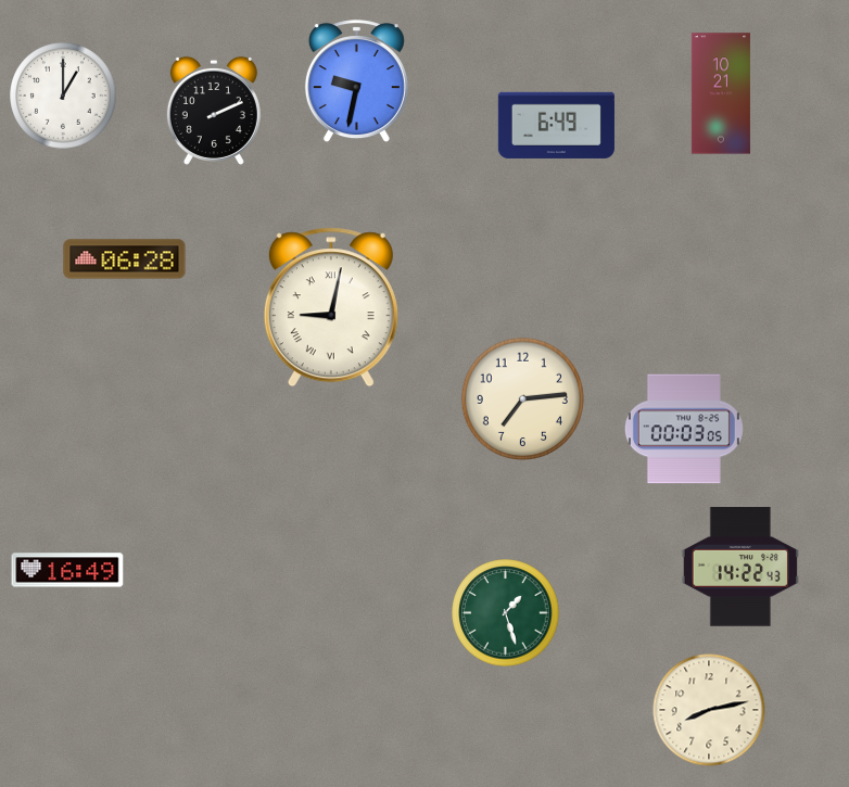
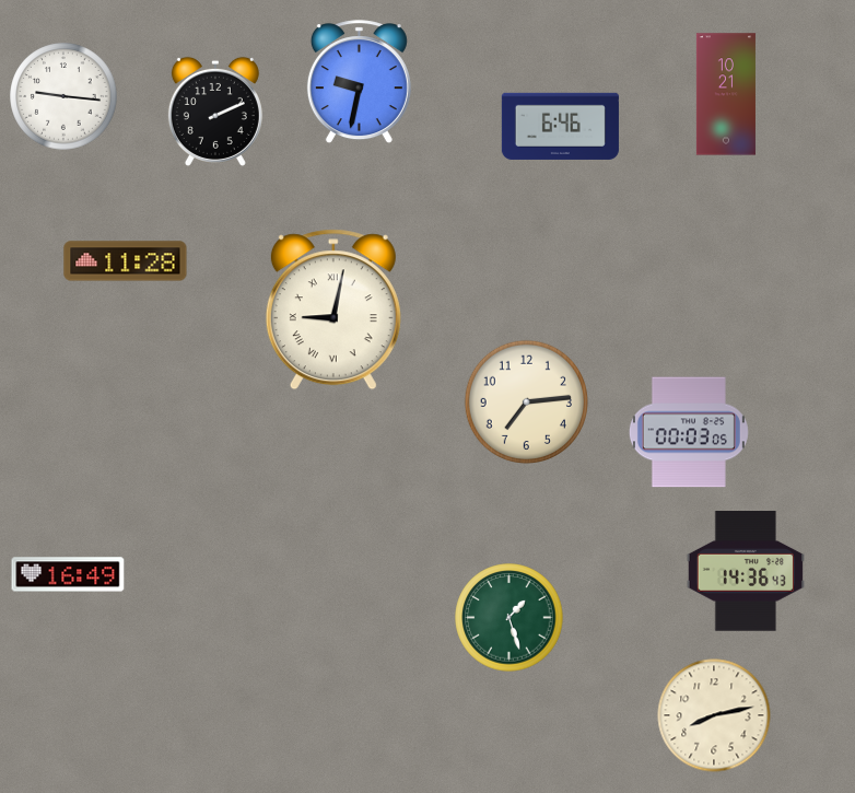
clock at (63, 96): 1:00 -> 9:16
clock at (556, 125): 6:49 -> 6:46
clock at (125, 259): 06:28 -> 11:28
clock at (740, 567): 14:22 -> 14:36
